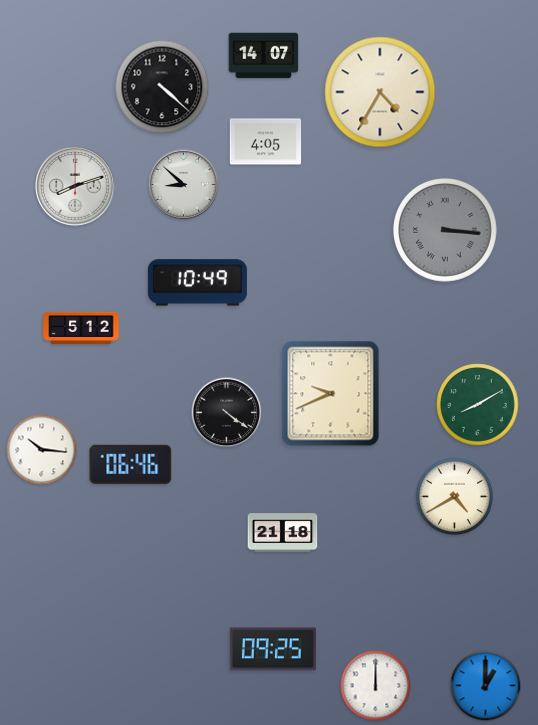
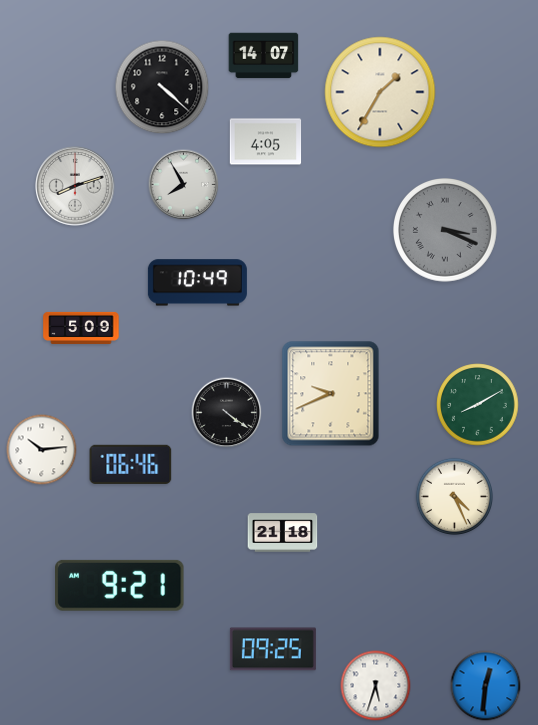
clock at (380, 92): 4:35 -> 1:35
clock at (184, 185): 8:52 -> 7:55
clock at (446, 231): 3:16 -> 3:19
clock at (81, 328): 5:12 -> 5:09
clock at (42, 450): 10:16 -> 10:14
clock at (454, 496): 4:40 -> 4:26
clock at (120, 585): none -> 9:21
clock at (376, 686): 12:00 -> 5:33
clock at (486, 686): 1:00 -> 12:31
